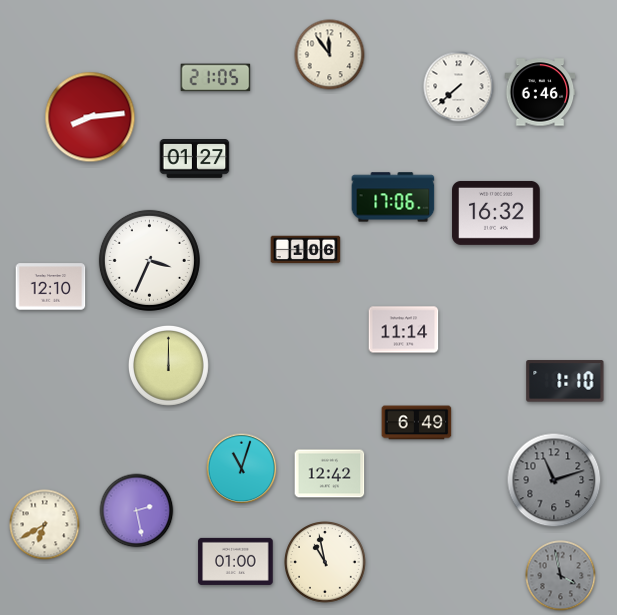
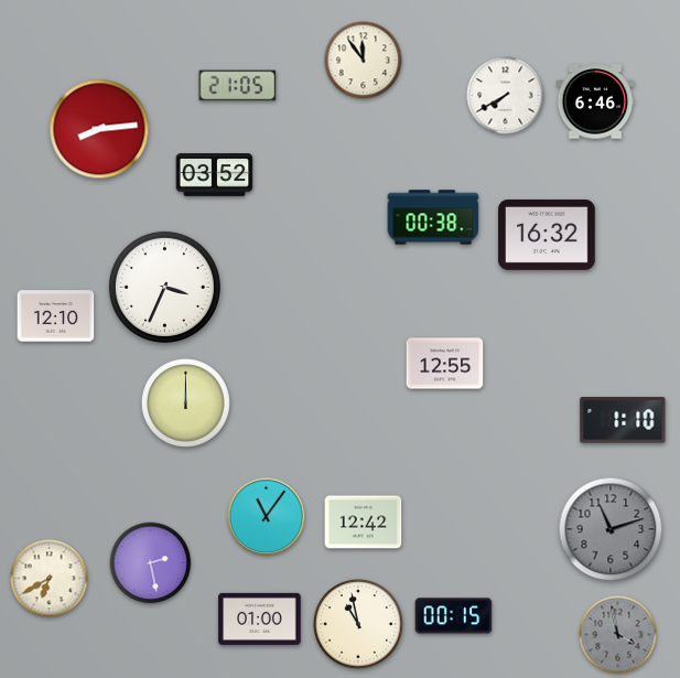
clock at (459, 87): 7:38 -> 7:40
clock at (195, 159): 01:27 -> 03:52
clock at (393, 197): 17:06 -> 00:38
clock at (306, 250): 1:06 -> none
clock at (404, 330): 11:14 -> 12:55
clock at (417, 423): 6:49 -> none
clock at (242, 469): 11:03 -> 11:06
clock at (454, 616): none -> 00:15
clock at (326, 563) position: (326, 563) -> (359, 625)
